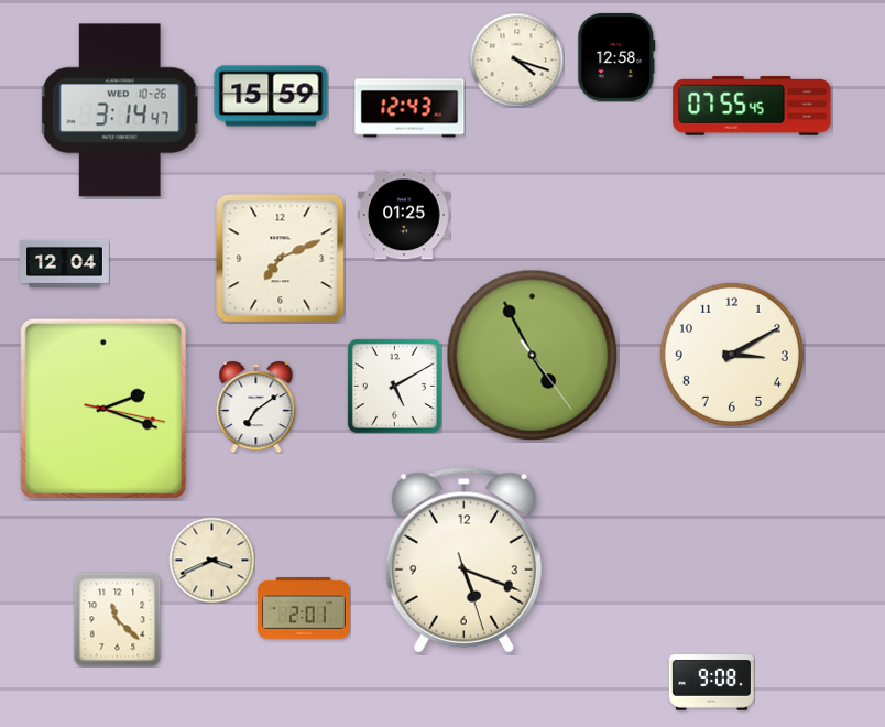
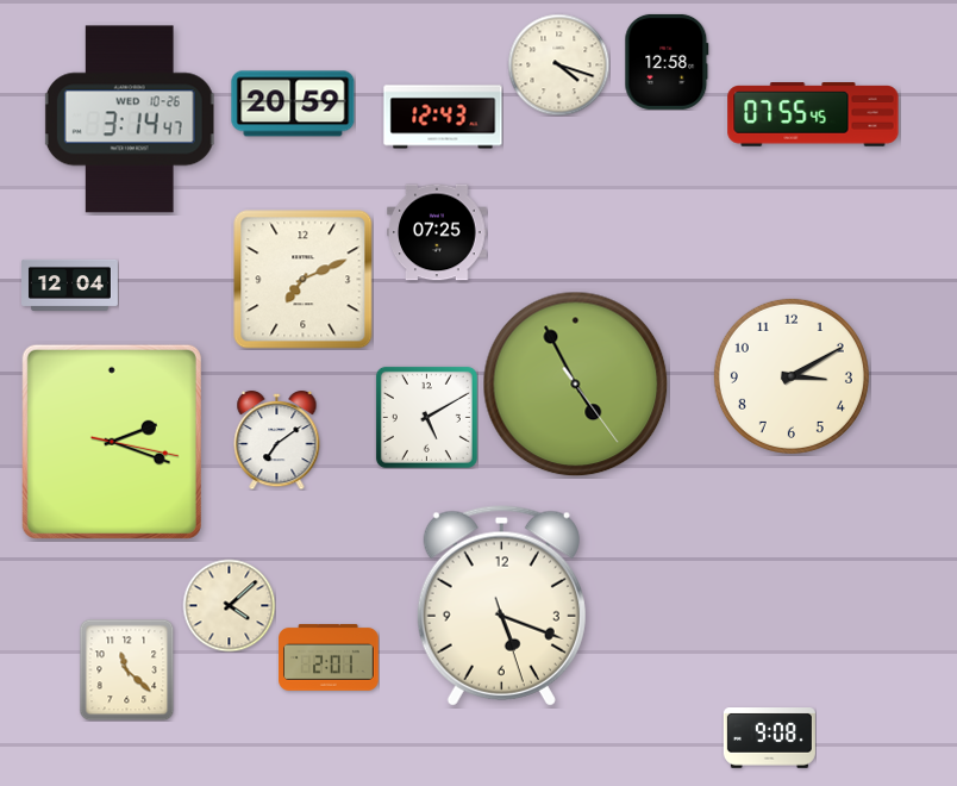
clock at (271, 96): 15:59 -> 20:59
clock at (404, 215): 01:25 -> 07:25
clock at (732, 355) position: (732, 355) -> (792, 376)
clock at (211, 560): 3:41 -> 4:08
